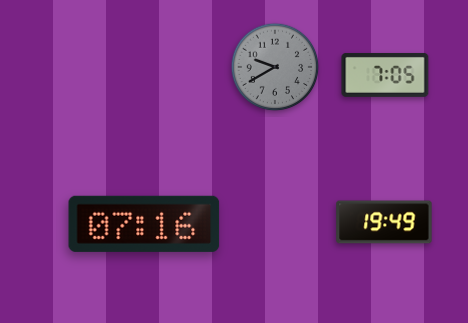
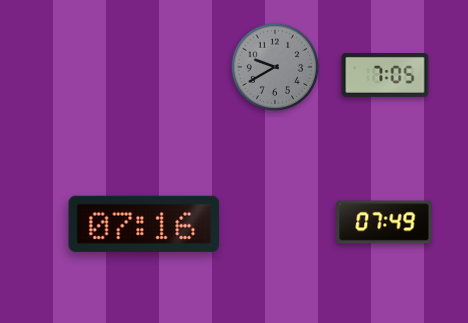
clock at (384, 222): 19:49 -> 07:49
